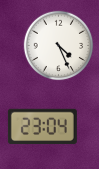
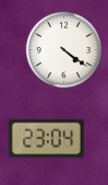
clock at (59, 46): 4:26 -> 4:21
